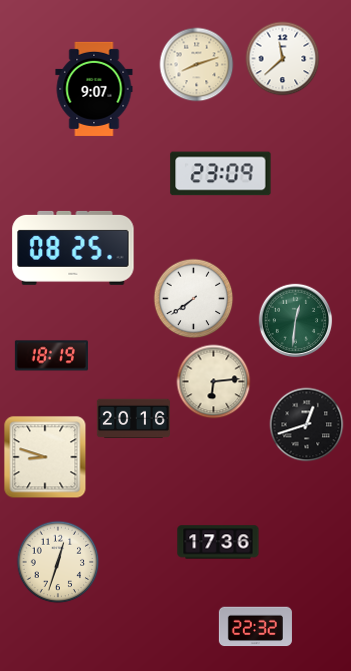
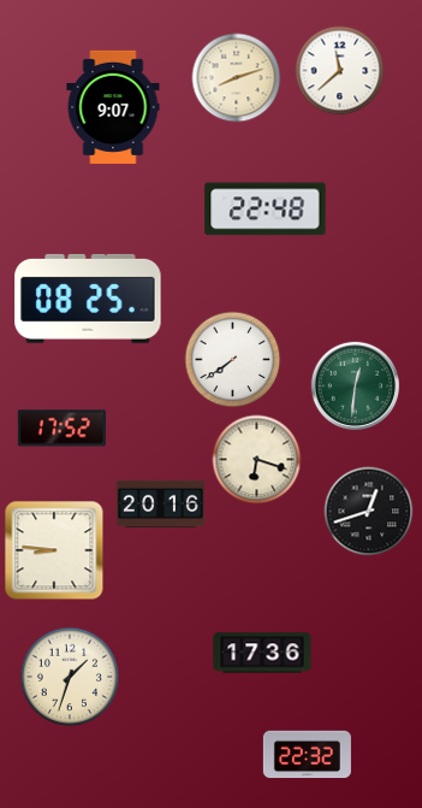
clock at (221, 174): 23:09 -> 22:48
clock at (51, 356): 18:19 -> 17:52
clock at (214, 382): 6:14 -> 6:18
clock at (45, 457): 8:48 -> 8:46
clock at (58, 562): 12:33 -> 1:33
